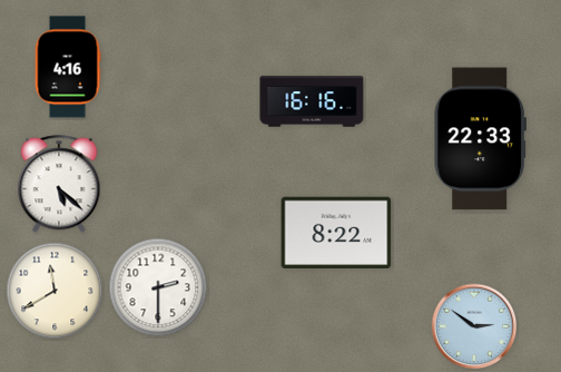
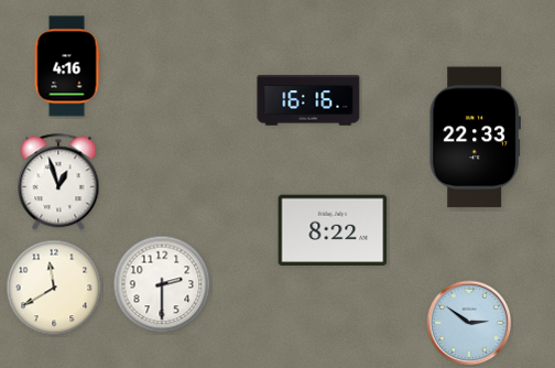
clock at (59, 185): 5:22 -> 12:57
clock at (158, 287) position: (158, 287) -> (162, 284)
